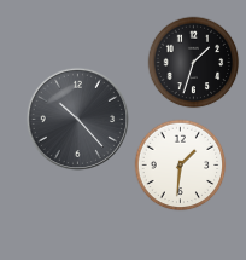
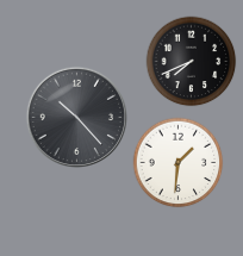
clock at (194, 63): 1:33 -> 7:41
